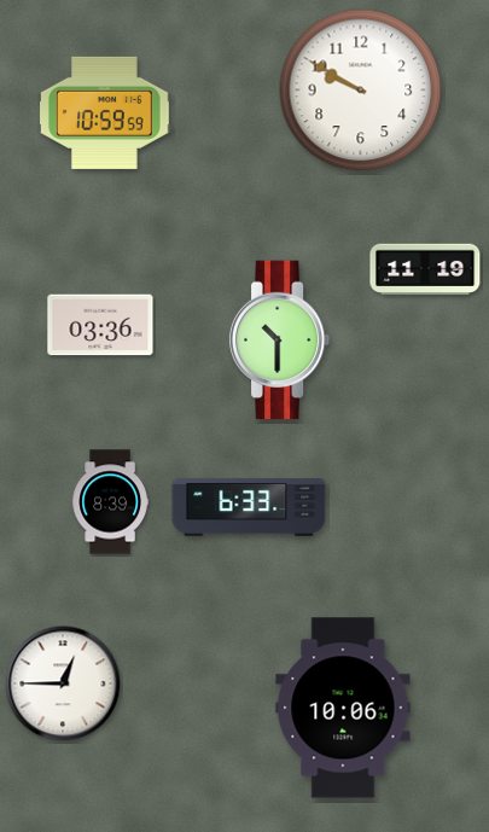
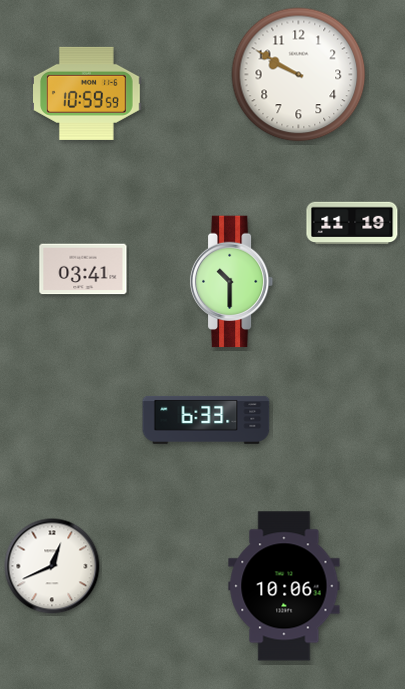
clock at (100, 325): 03:36 -> 03:41
clock at (110, 502): 8:39 -> none
clock at (63, 683): 12:45 -> 12:41
